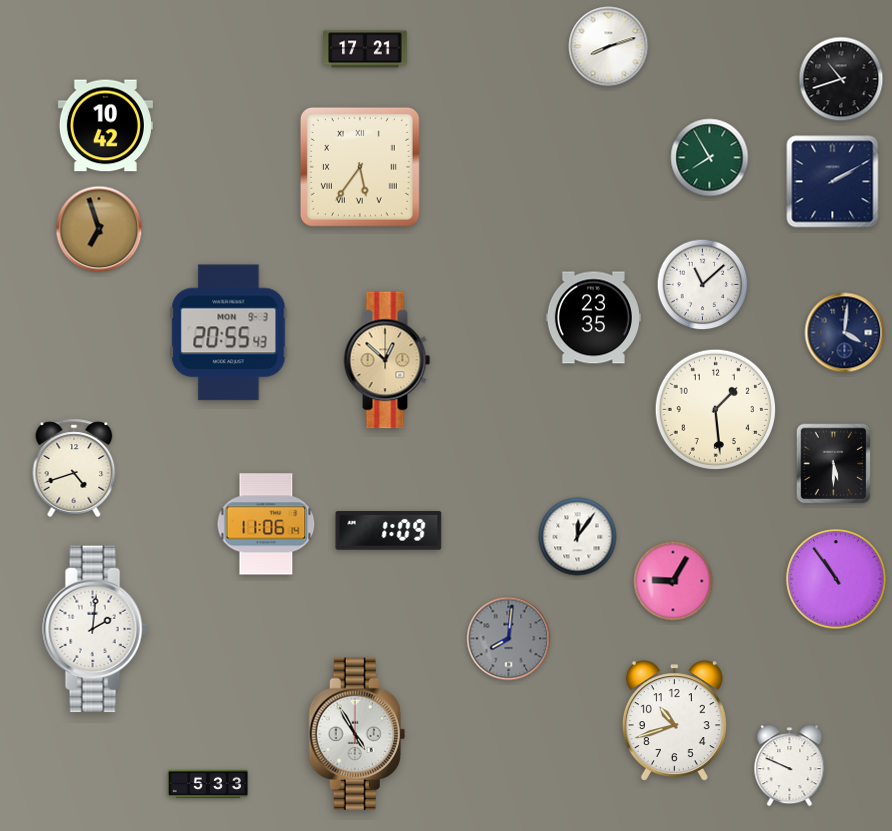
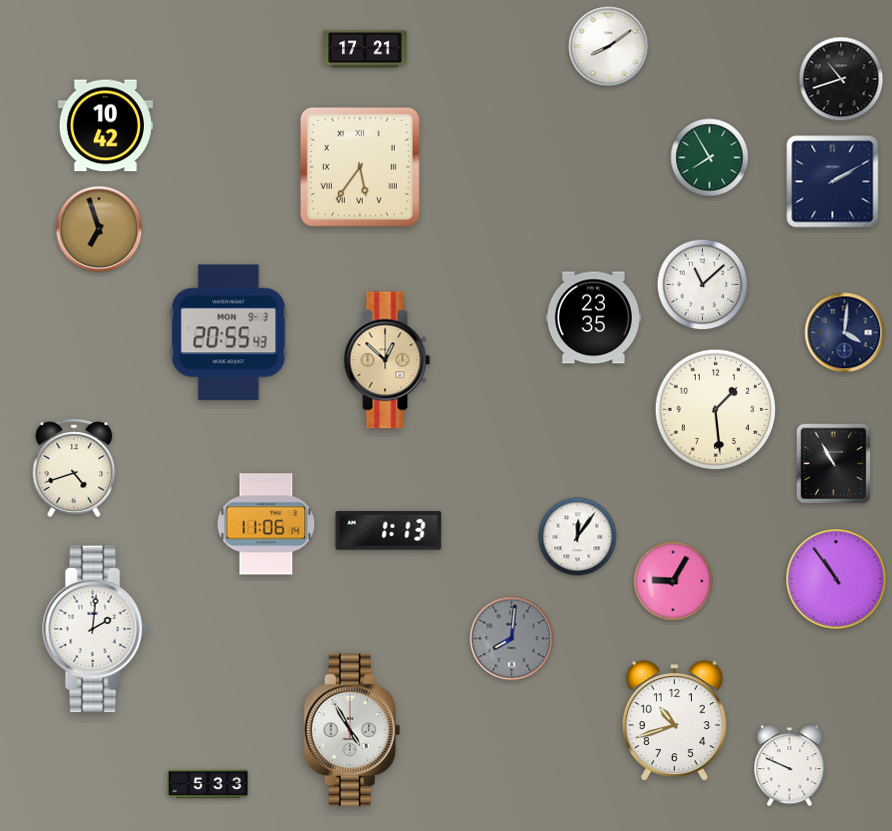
clock at (609, 47): 8:12 -> 8:09
clock at (834, 464): 5:30 -> 10:55
clock at (389, 531): 1:09 -> 1:13
clock at (509, 639) position: (509, 639) -> (512, 639)
clock at (357, 734) position: (357, 734) -> (352, 730)
